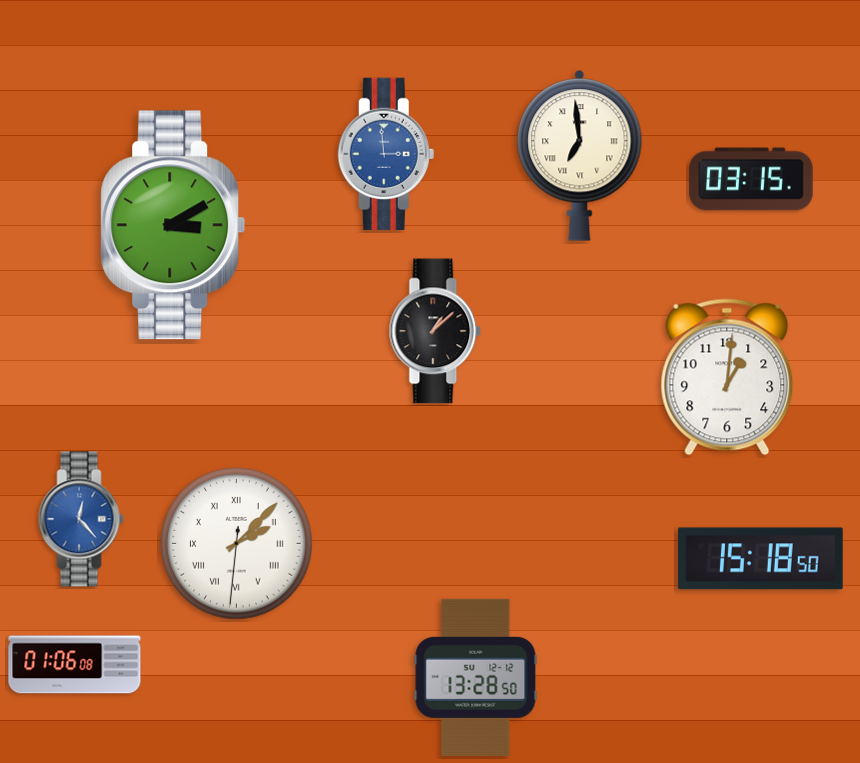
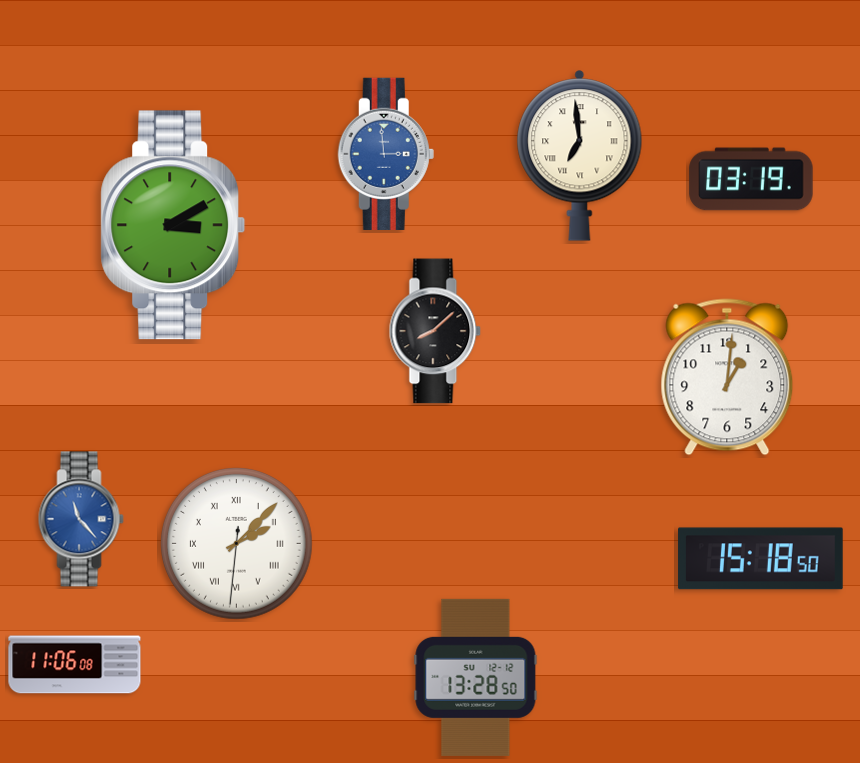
clock at (751, 179): 03:15 -> 03:19
clock at (435, 331): 1:08 -> 8:08
clock at (81, 519): 12:23 -> 11:23
clock at (75, 665): 01:06 -> 11:06
